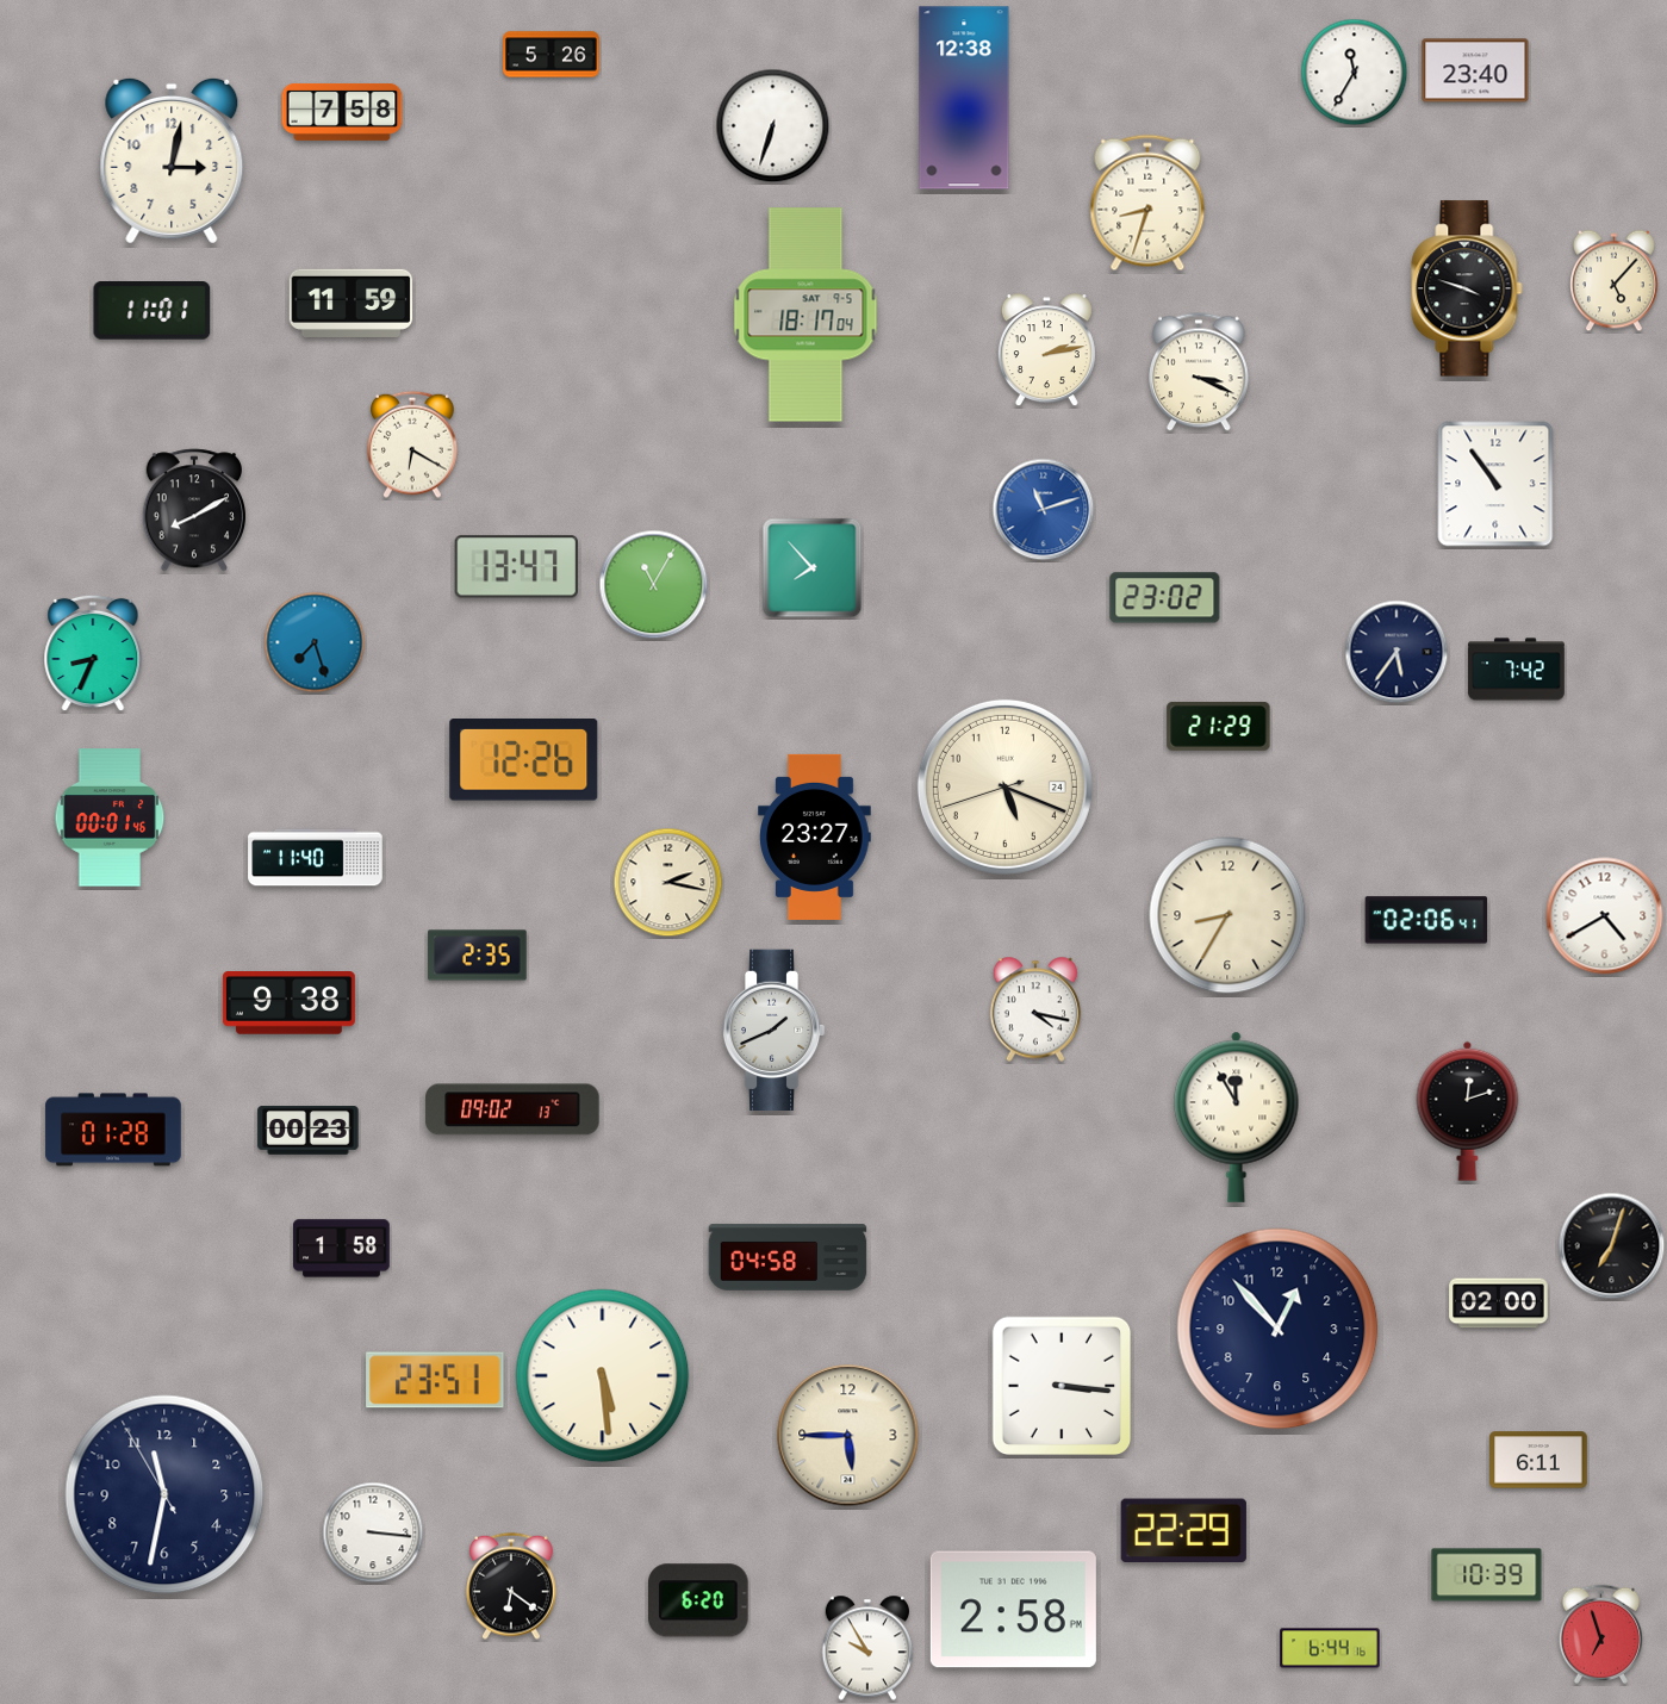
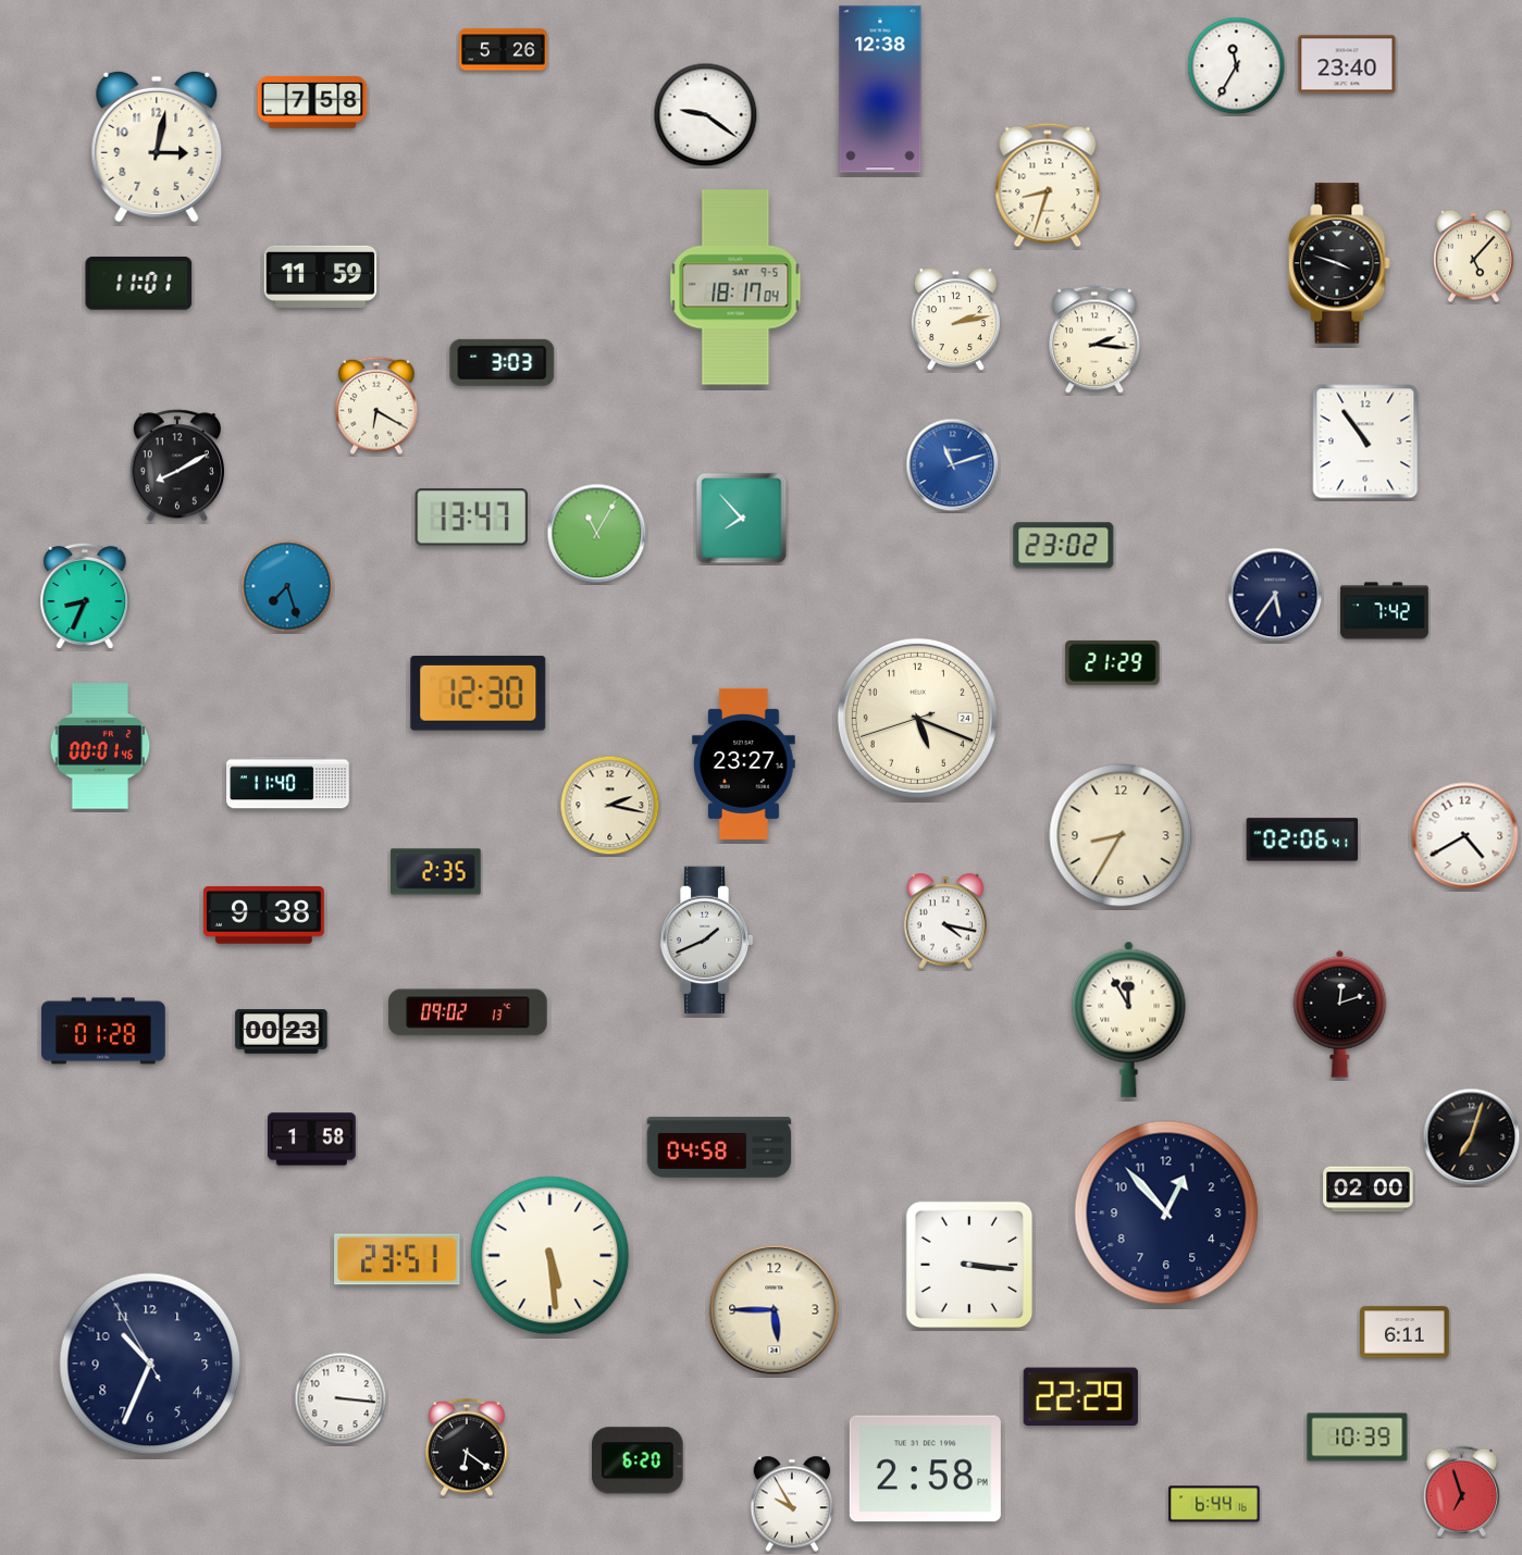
clock at (773, 126): 6:33 -> 9:21
clock at (1200, 372): 3:19 -> 2:16
clock at (503, 362): none -> 3:03
clock at (524, 760): 12:26 -> 12:30
clock at (164, 1494): 11:31 -> 10:33
